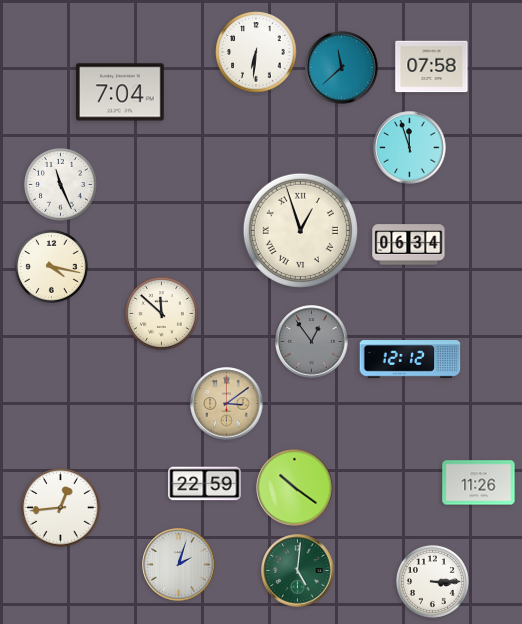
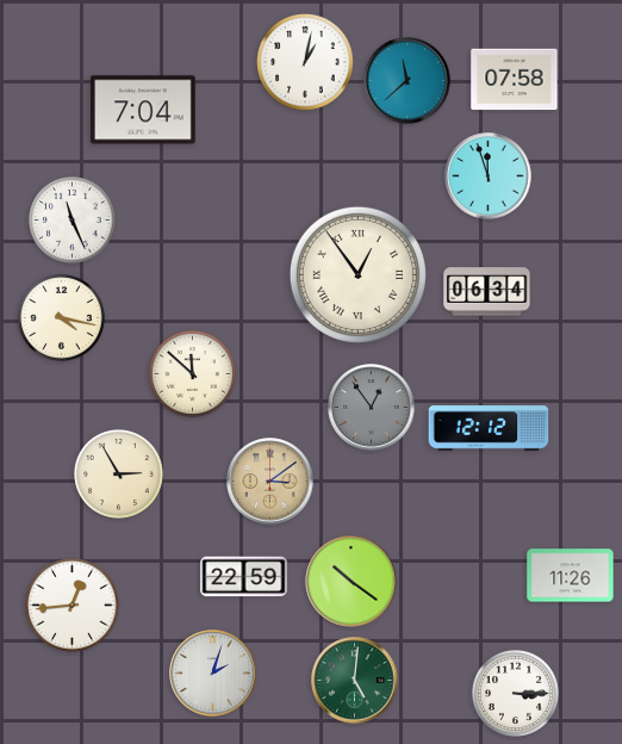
clock at (256, 52): 6:31 -> 1:02
clock at (300, 230): 12:57 -> 12:54
clock at (119, 475): none -> 2:55
